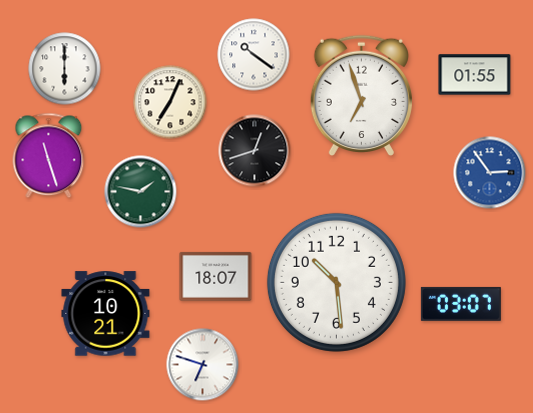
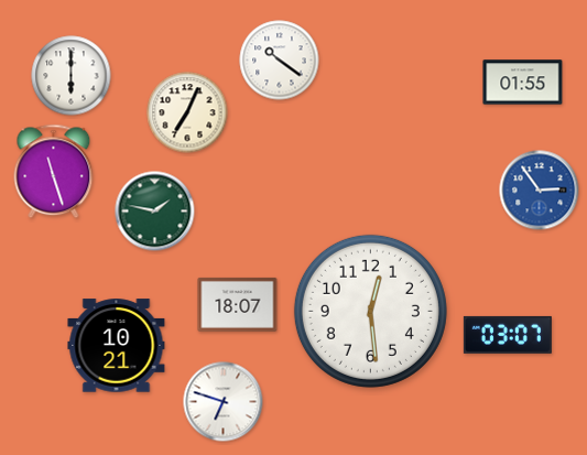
clock at (361, 96): 6:57 -> none
clock at (255, 151): 12:42 -> none
clock at (336, 282): 10:29 -> 12:29
